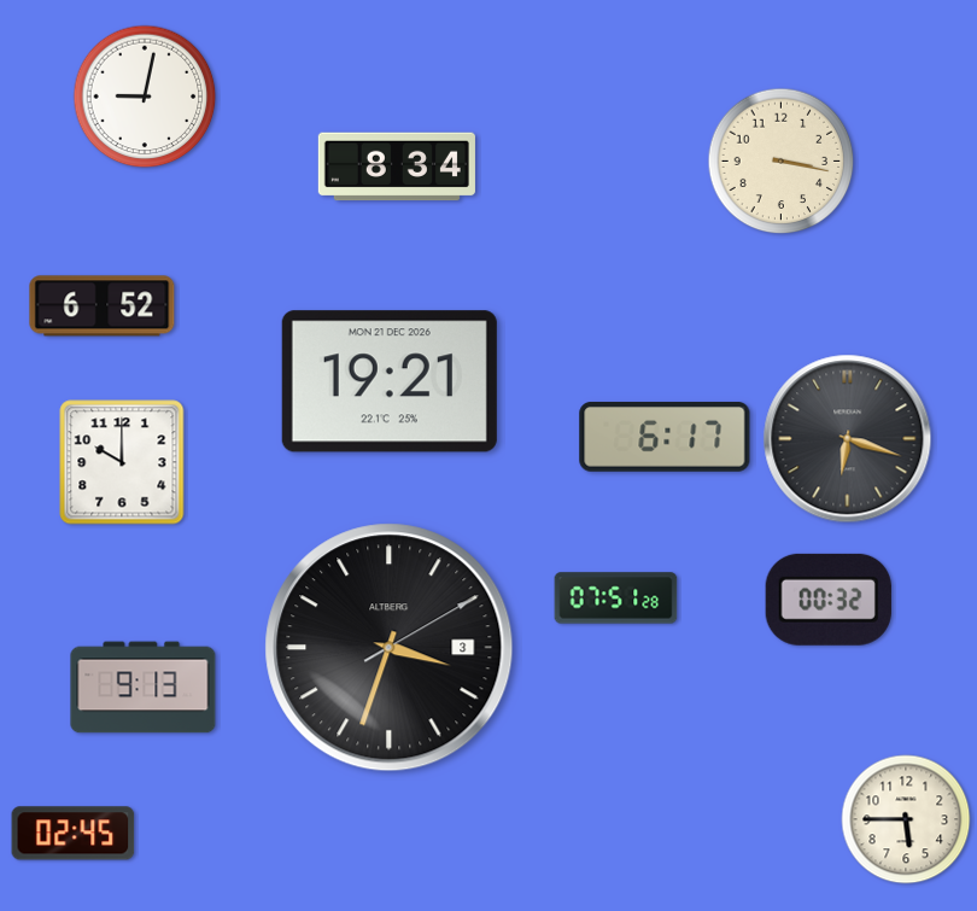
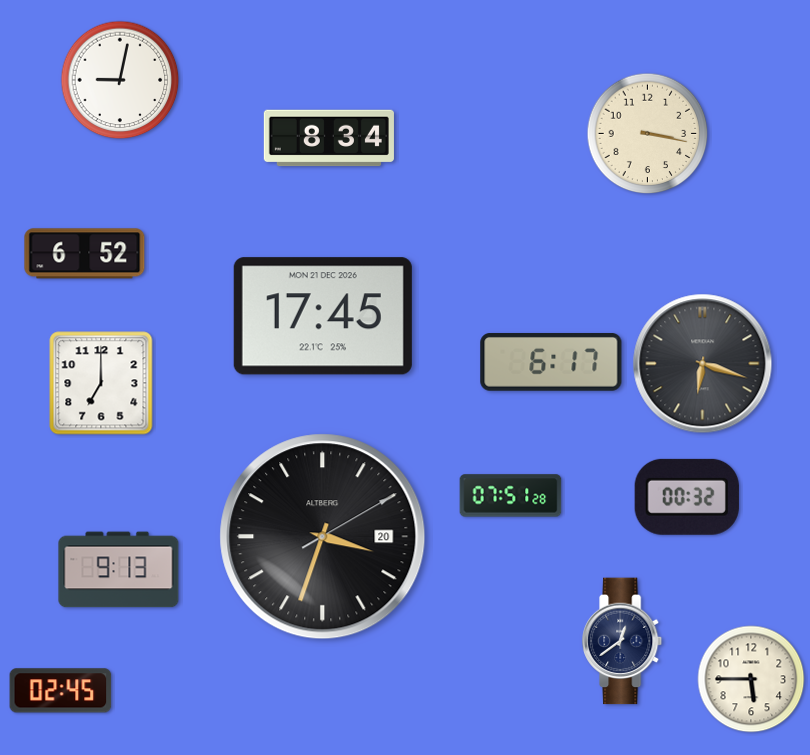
clock at (390, 381): 19:21 -> 17:45
clock at (122, 462): 10:00 -> 7:00
clock at (390, 648) date: 3 -> 20
clock at (623, 641): none -> 12:39
